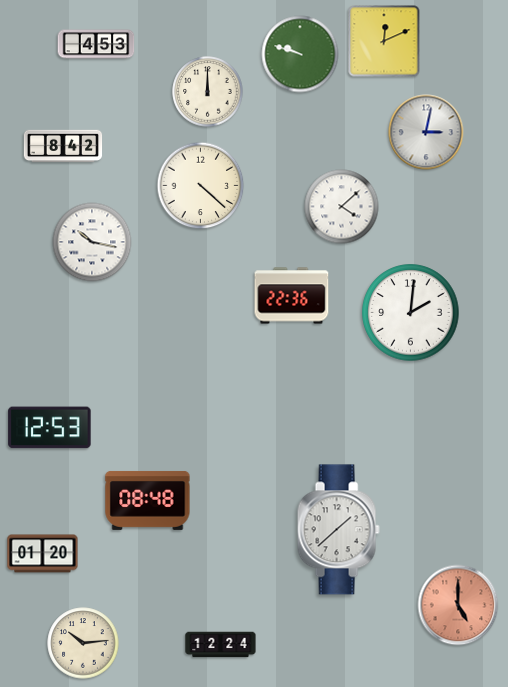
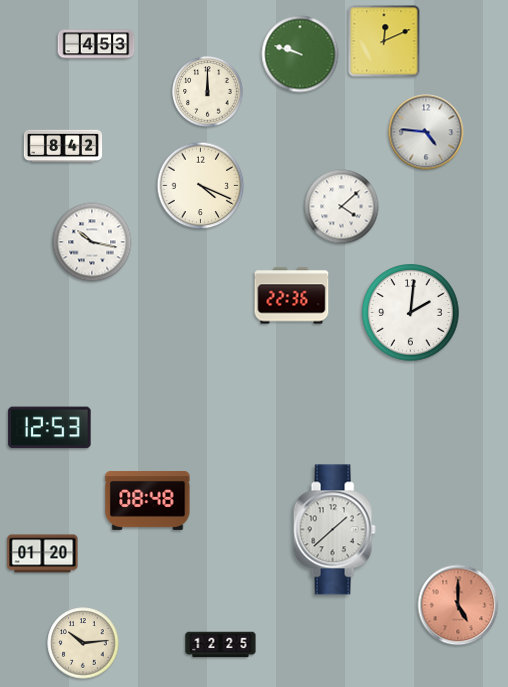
clock at (426, 132): 3:02 -> 4:46
clock at (201, 186): 4:22 -> 4:19
clock at (338, 530) position: (338, 530) -> (334, 530)
clock at (221, 645): 12:24 -> 12:25
